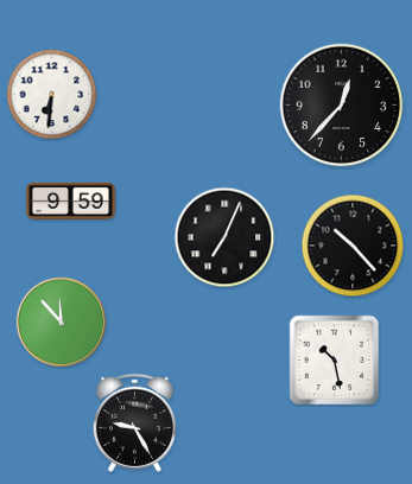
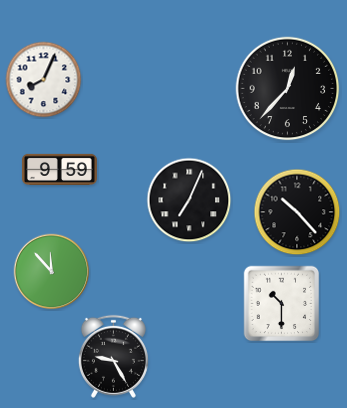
clock at (52, 95): 6:31 -> 8:04
clock at (353, 246) position: (353, 246) -> (297, 212)
clock at (335, 361): 10:28 -> 10:30
